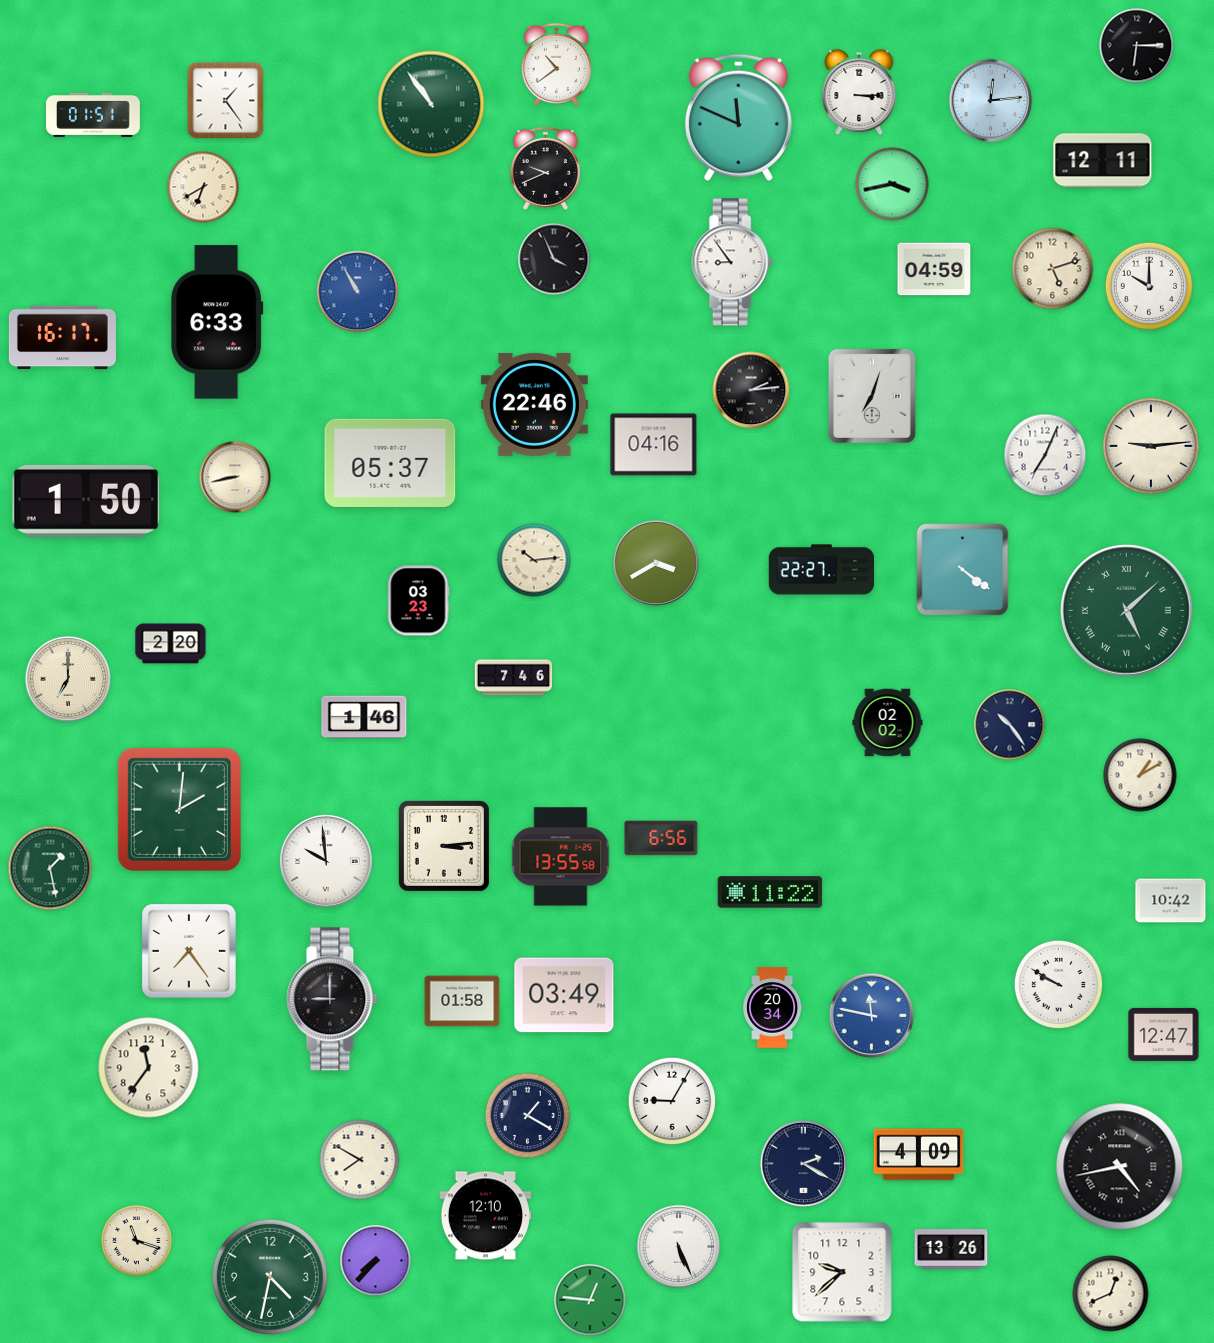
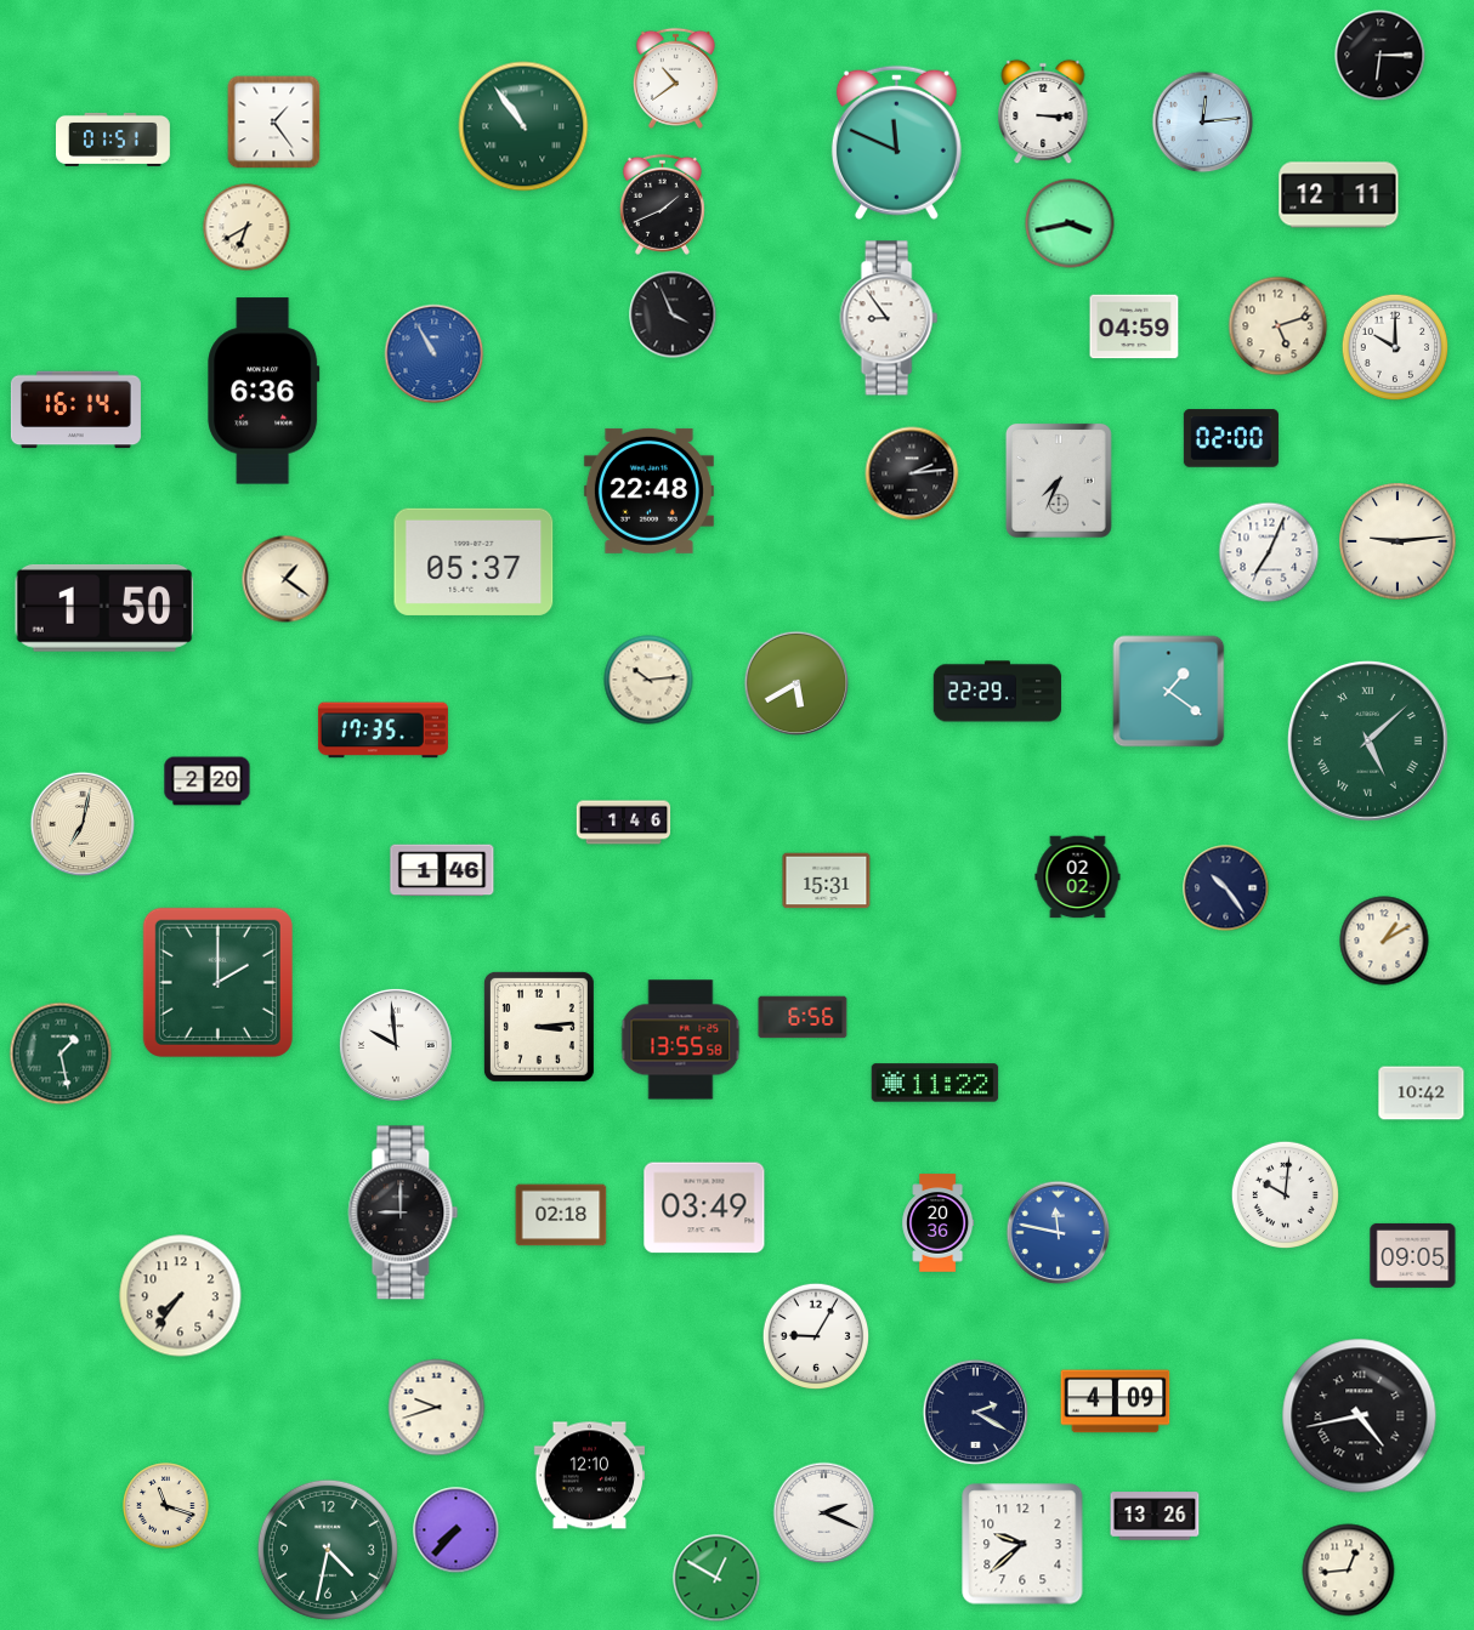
clock at (545, 168): 9:41 -> 1:41
clock at (892, 184) position: (892, 184) -> (1070, 223)
clock at (217, 322): 6:33 -> 6:36
clock at (62, 338): 16:17 -> 16:14
clock at (1231, 438): none -> 02:00
clock at (872, 396): 7:03 -> 7:34
clock at (534, 404): 22:46 -> 22:48
clock at (654, 445): 04:16 -> none
clock at (235, 477): 8:43 -> 1:21
clock at (656, 563): 3:40 -> 5:40
clock at (822, 570): 22:27 -> 22:29
clock at (963, 570): 4:21 -> 1:21
clock at (418, 601): 03:23 -> none
clock at (382, 731): none -> 17:35
clock at (514, 678): 7:46 -> 1:46
clock at (68, 679): 7:00 -> 7:02
clock at (1010, 725) position: (1010, 725) -> (1226, 888)
clock at (827, 881): none -> 15:31
clock at (179, 809): 2:01 -> 2:00
clock at (189, 951): 7:24 -> none
clock at (1058, 984): 9:50 -> 10:01
clock at (564, 995) position: (564, 995) -> (704, 1208)
clock at (462, 1001): 01:58 -> 02:18
clock at (773, 1008): 20:34 -> 20:36
clock at (1164, 1034): 12:47 -> 09:05
clock at (149, 1068): 11:36 -> 7:36
clock at (528, 1116): 1:20 -> none
clock at (360, 1160): 7:50 -> 9:42
clock at (679, 1247): 5:26 -> 2:19
clock at (1111, 1294): 12:41 -> 12:44
clock at (590, 1300): 12:46 -> 12:50
